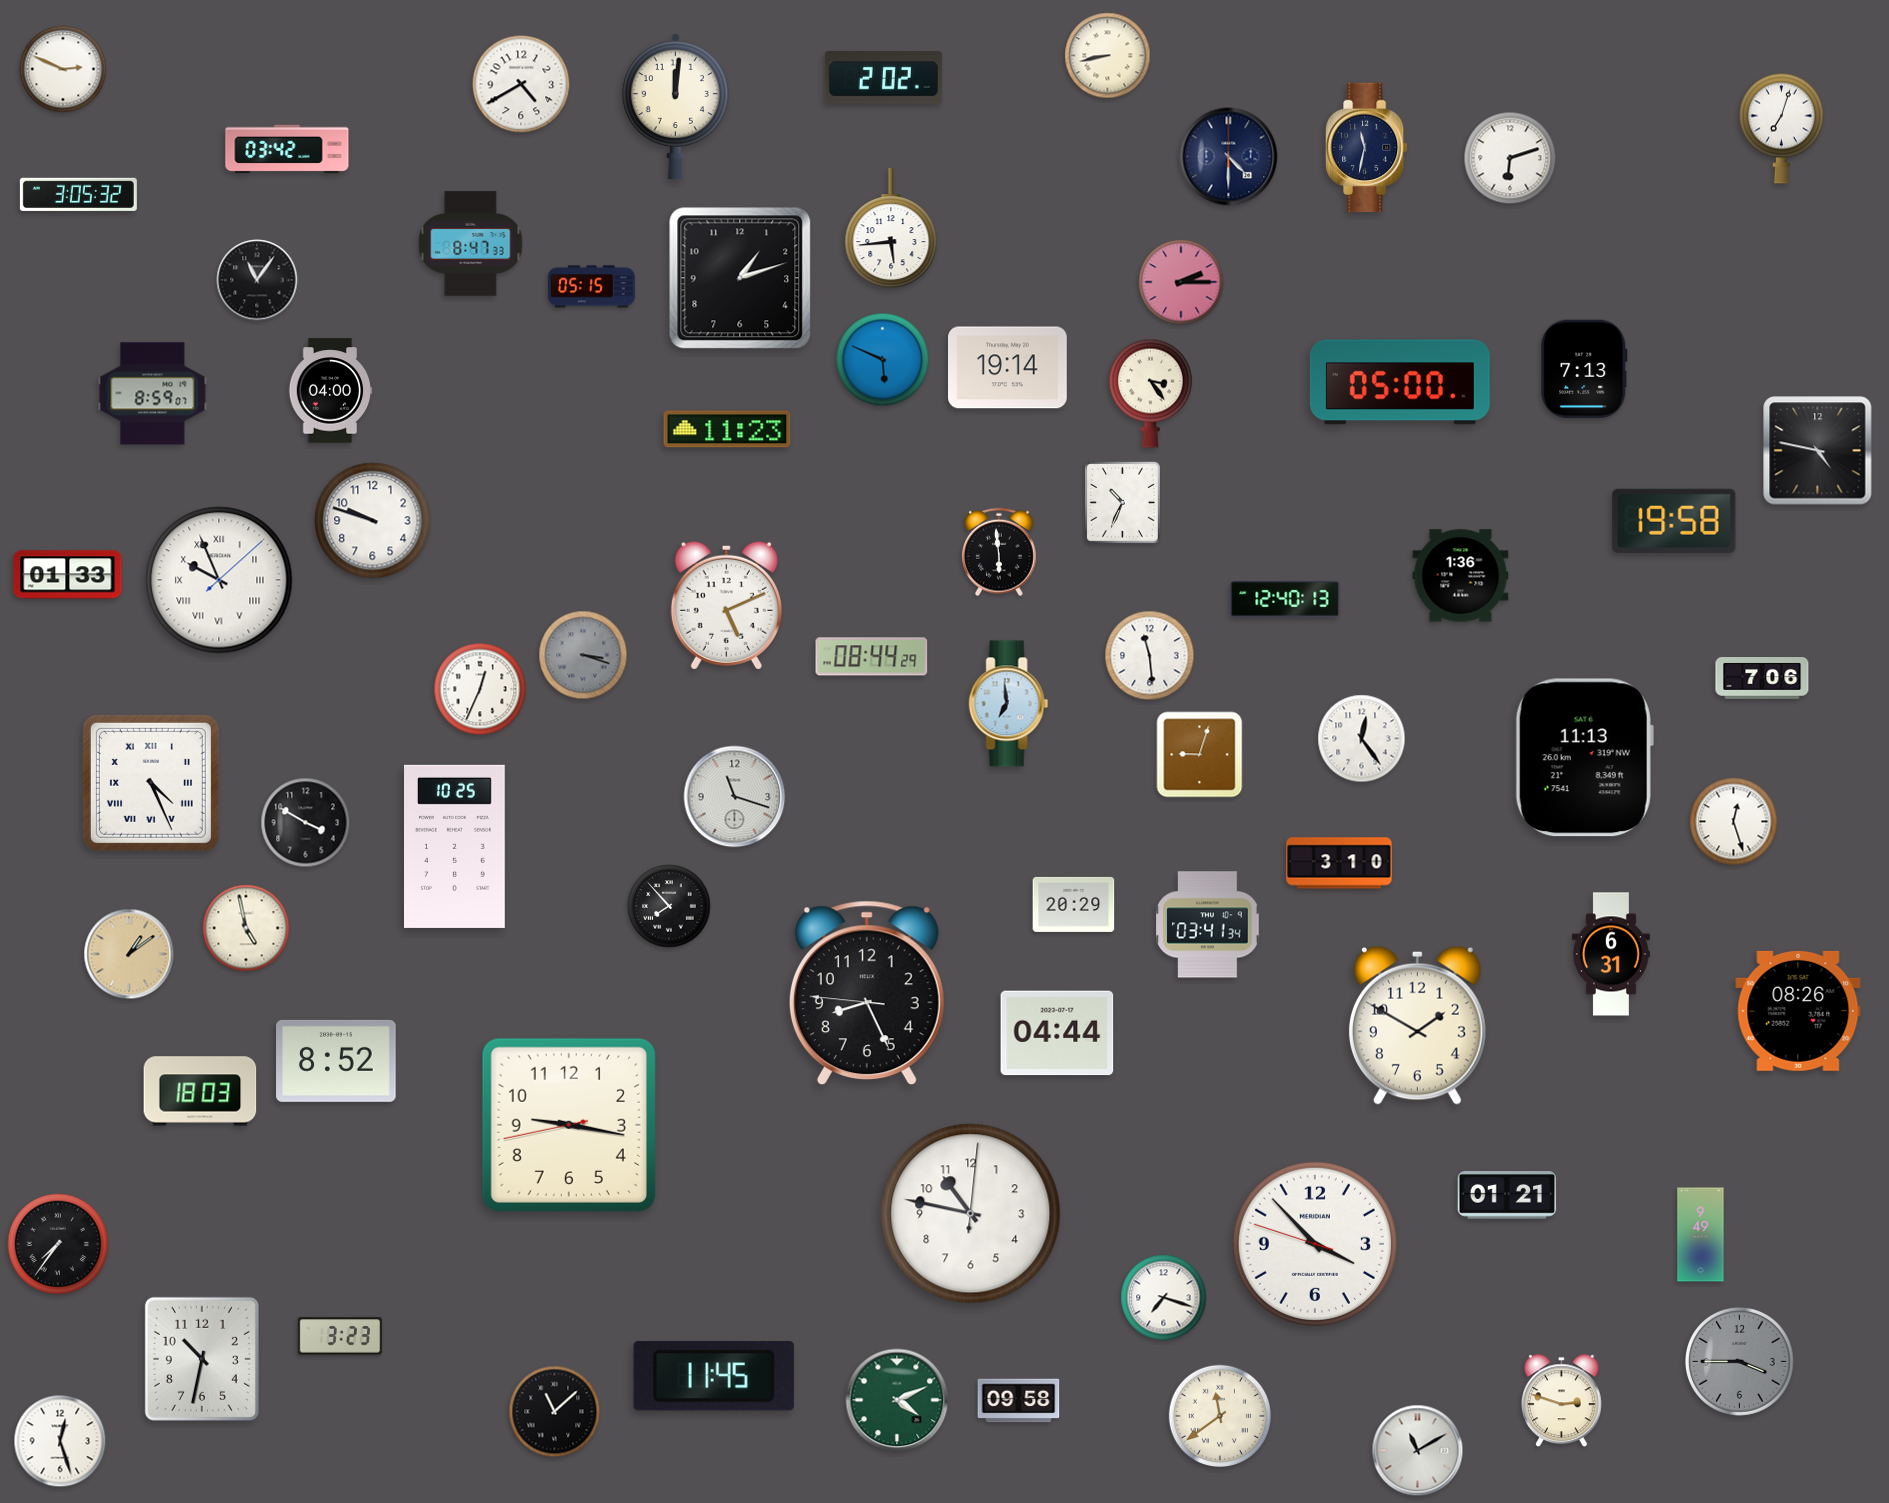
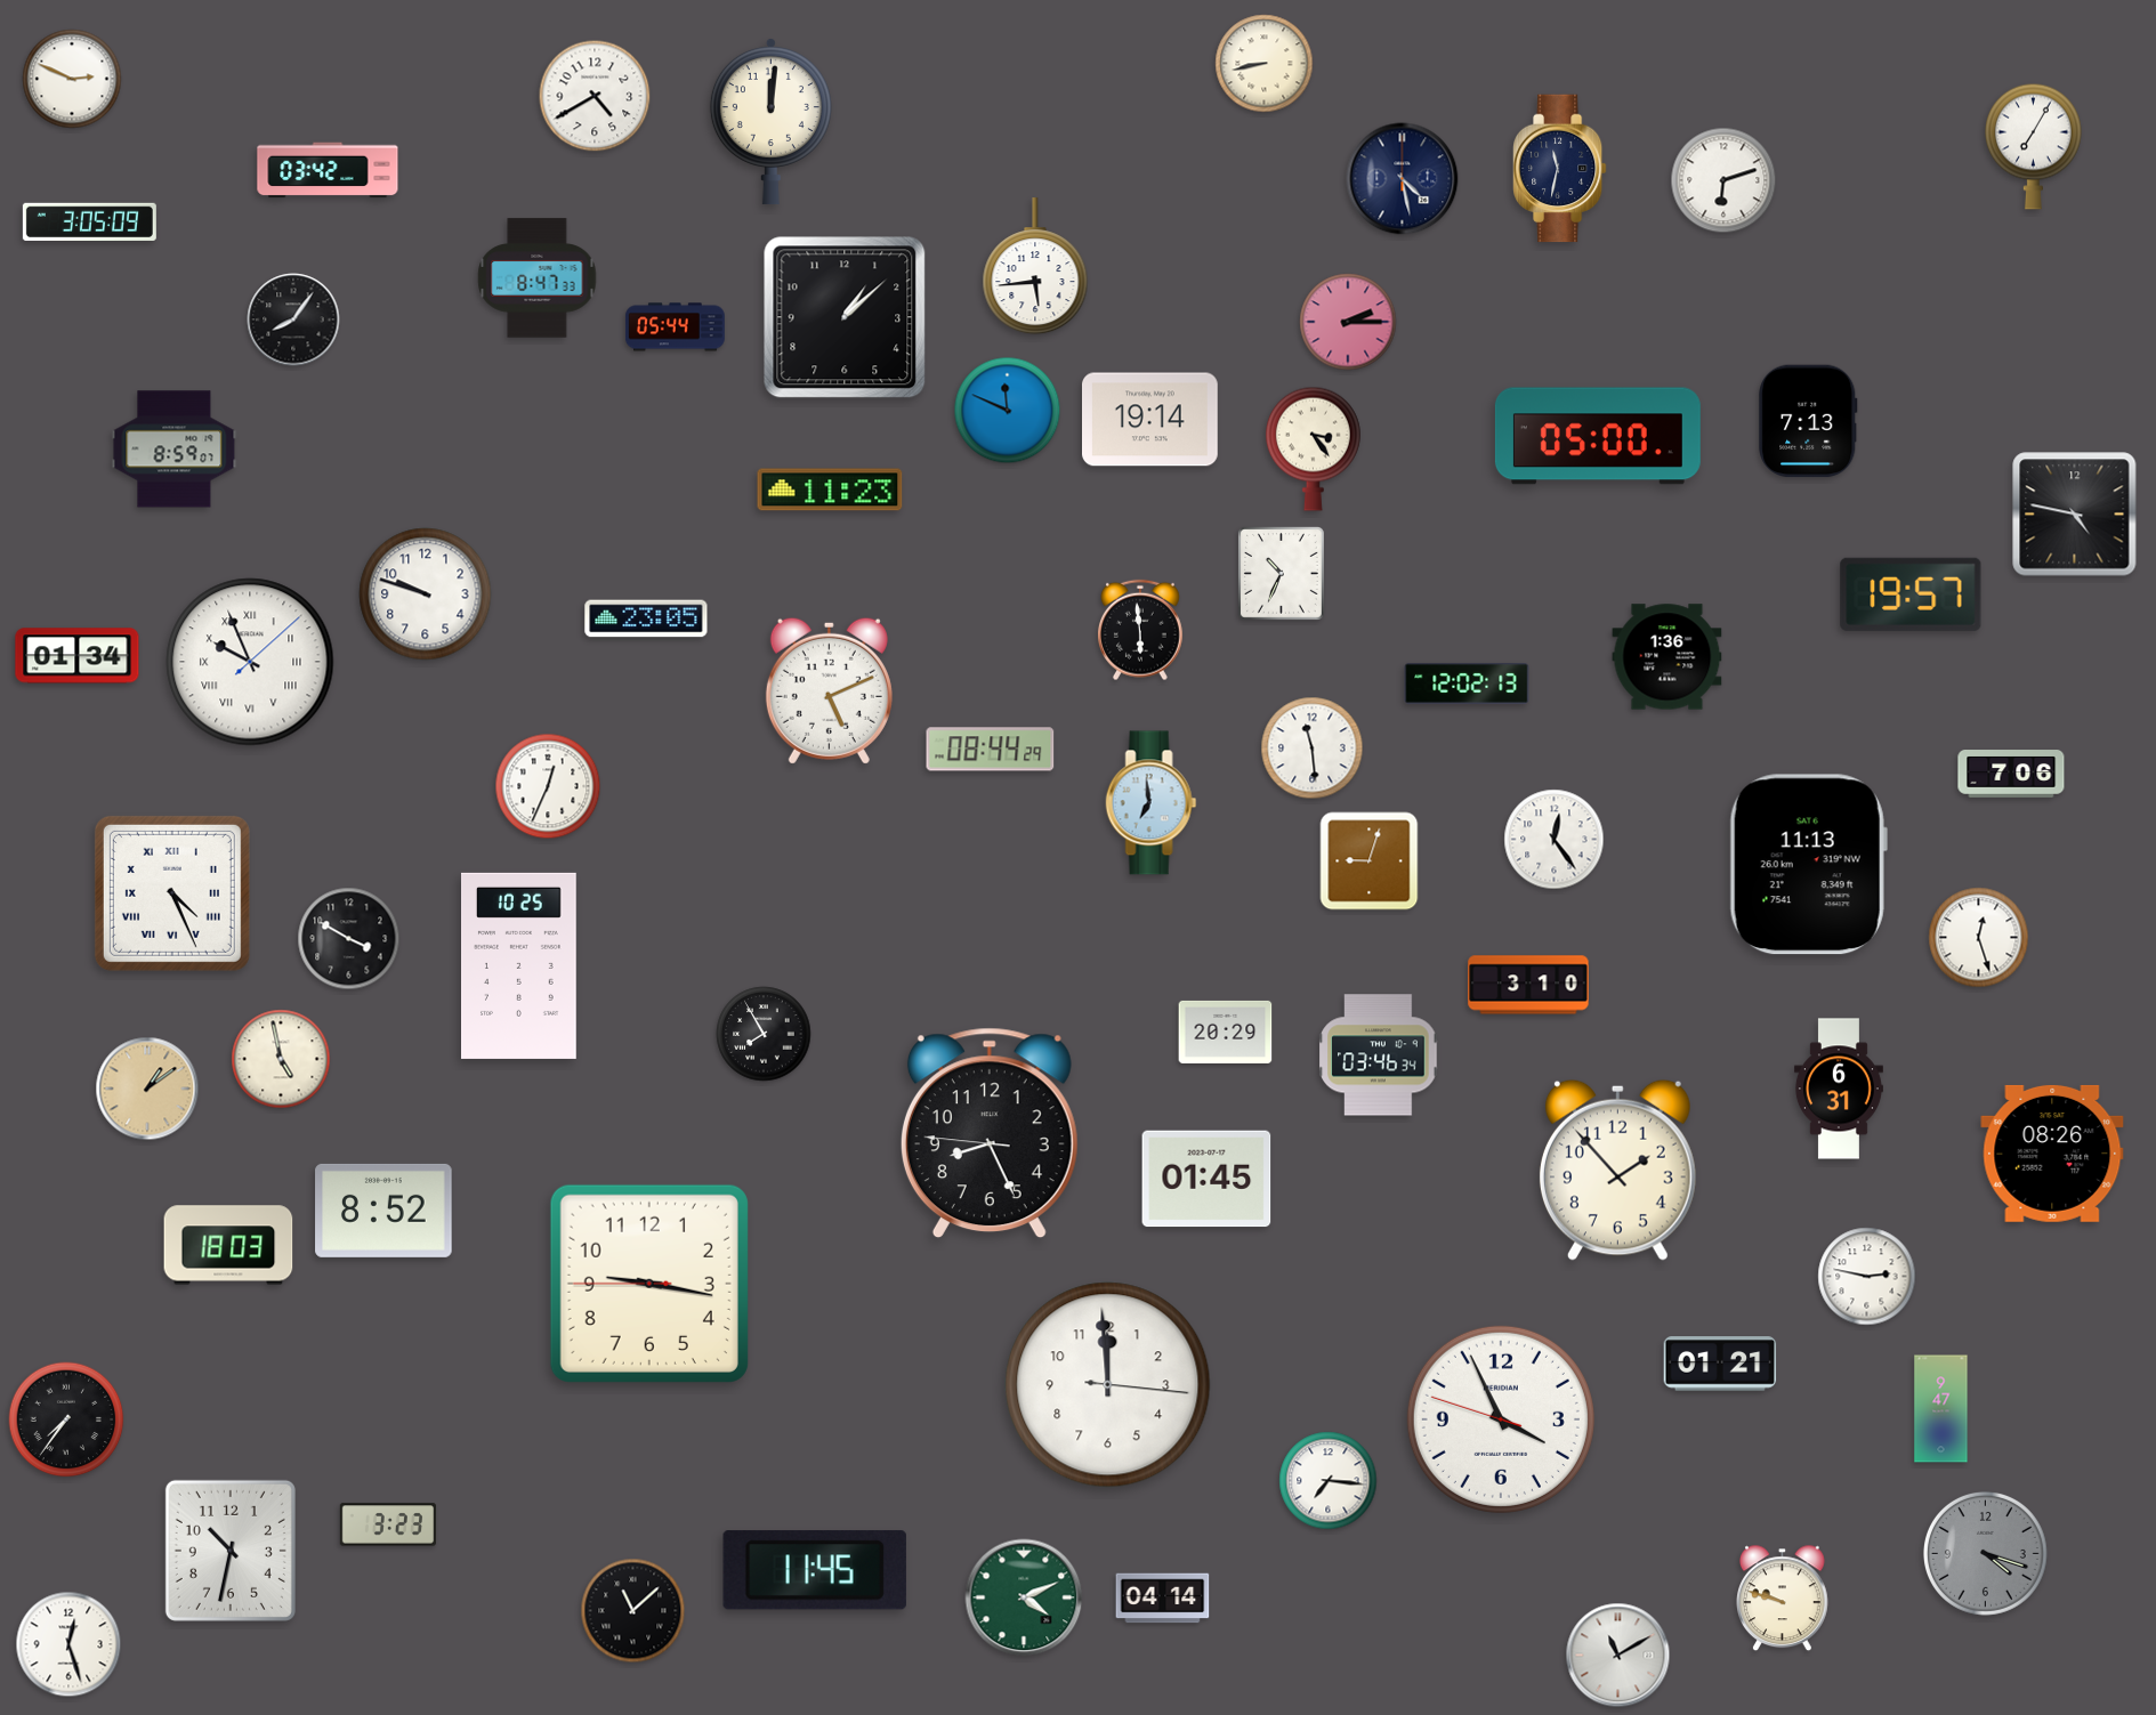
clock at (883, 78): 2:02 -> none
clock at (1782, 128): 7:03 -> 7:05
clock at (1229, 157): 4:30 -> 4:28
clock at (78, 194): 3:05:32 -> 3:05:09
clock at (891, 229) position: (891, 229) -> (1035, 267)
clock at (740, 278): 1:12 -> 1:08
clock at (257, 280): 11:06 -> 8:06
clock at (592, 287): 05:15 -> 05:44
clock at (883, 360): 5:49 -> 11:49
clock at (330, 391): 04:00 -> none
clock at (1674, 521): 19:58 -> 19:57
clock at (646, 618): none -> 23:05
clock at (68, 575): 01:33 -> 01:34
clock at (1285, 600): 12:40 -> 12:02
clock at (583, 655): 3:18 -> none
clock at (872, 657) position: (872, 657) -> (991, 750)
clock at (1362, 739) position: (1362, 739) -> (1555, 840)
clock at (735, 797): 11:18 -> none
clock at (669, 906): 7:53 -> 7:55
clock at (1208, 925): 03:41 -> 03:46
clock at (1417, 1025): 1:50 -> 1:53
clock at (1057, 1033): 04:44 -> 01:45
clock at (1867, 1277): none -> 2:47
clock at (569, 1125): 9:16:43 -> 9:16:45
clock at (971, 1214): 10:47 -> 11:59
clock at (1701, 1235): 9:49 -> 9:47
clock at (1315, 1244): 3:52 -> 3:55
clock at (1164, 1298): 7:18 -> 7:16
clock at (1739, 1361): 3:45 -> 4:18
clock at (1019, 1401): 09:58 -> 04:14
clock at (1562, 1401): 2:48 -> 9:48
clock at (1219, 1415): 11:39 -> none
